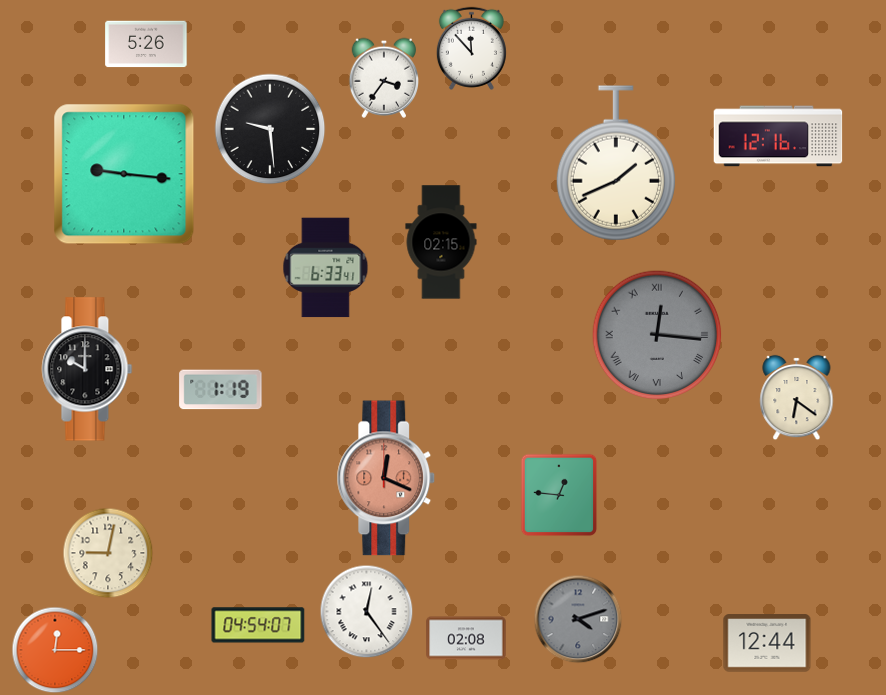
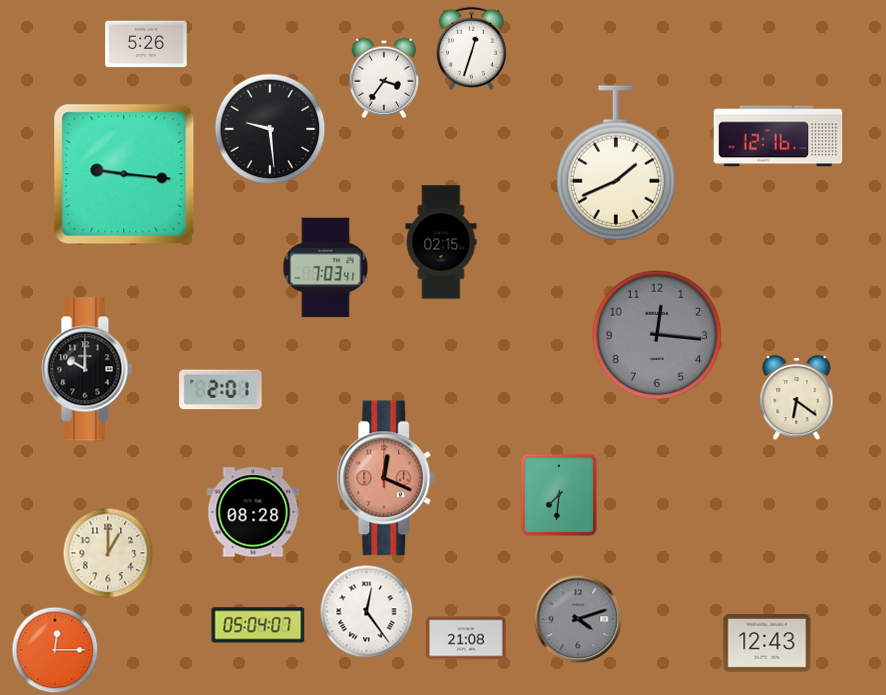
clock at (471, 48): 11:53 -> 12:33
clock at (326, 268): 6:33 -> 7:03
clock at (657, 335) numerals: Roman -> Arabic
clock at (221, 390): 1:19 -> 2:01
clock at (559, 495): 12:46 -> 7:31
clock at (253, 512): none -> 08:28
clock at (108, 553): 9:02 -> 1:00
clock at (258, 625): 04:54 -> 05:04
clock at (466, 638): 02:08 -> 21:08
clock at (767, 643): 12:44 -> 12:43
